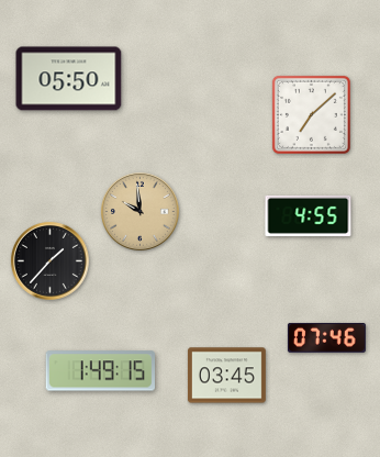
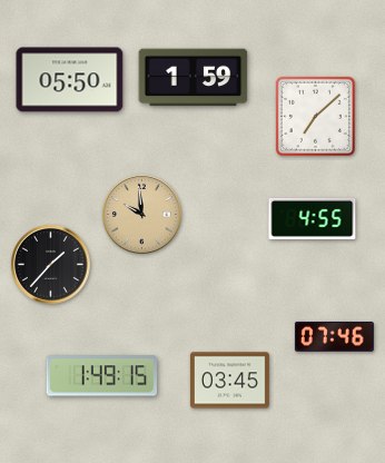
clock at (194, 78): none -> 1:59
clock at (326, 337) position: (326, 337) -> (334, 336)
